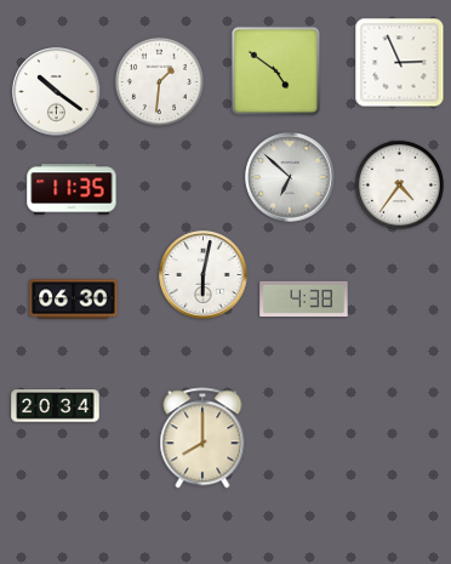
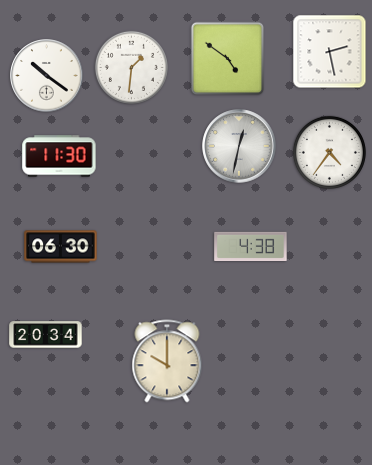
clock at (400, 63): 2:56 -> 2:28
clock at (290, 177): 6:52 -> 12:32
clock at (72, 189): 11:35 -> 11:30
clock at (204, 275): 6:02 -> none
clock at (202, 438): 8:00 -> 10:00
